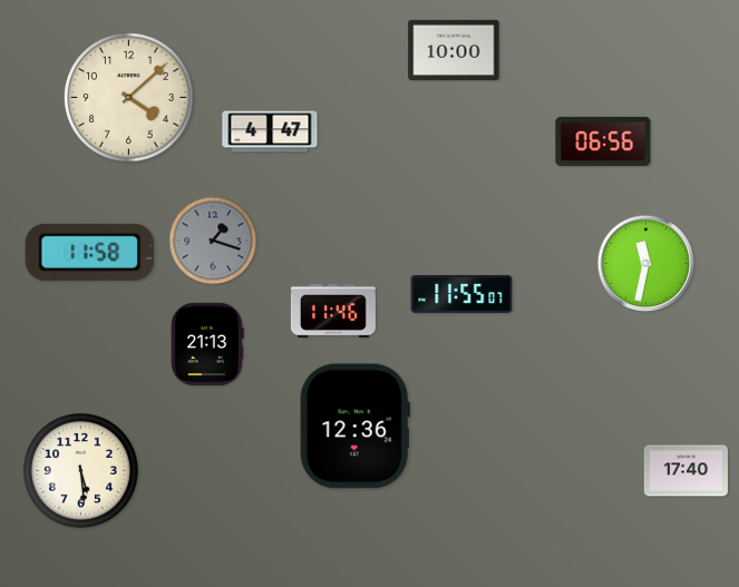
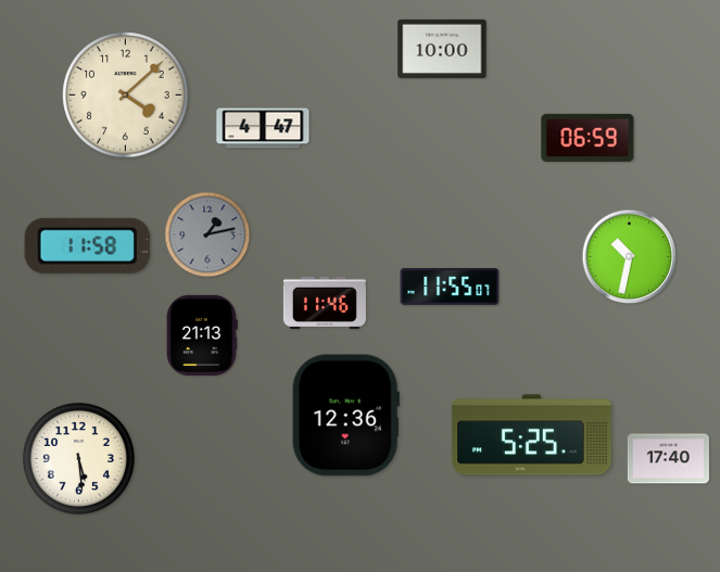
clock at (603, 141): 06:56 -> 06:59
clock at (213, 241): 1:18 -> 1:13
clock at (646, 264): 11:32 -> 10:32
clock at (532, 435): none -> 5:25
